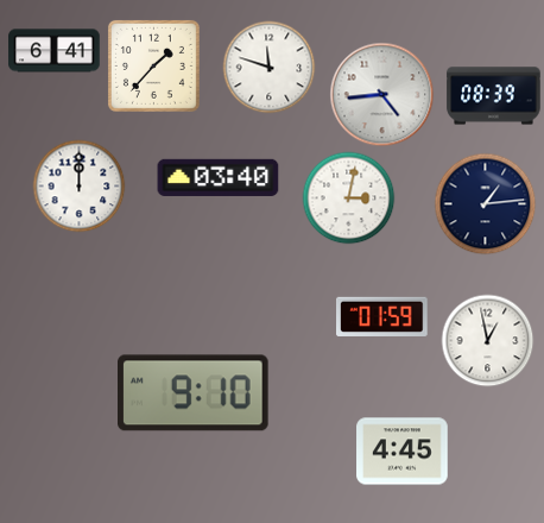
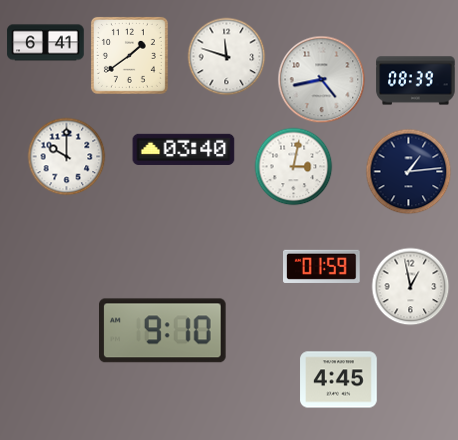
clock at (153, 65): 1:37 -> 1:39
clock at (381, 94): 4:44 -> 4:43
clock at (78, 185): 12:00 -> 10:00
